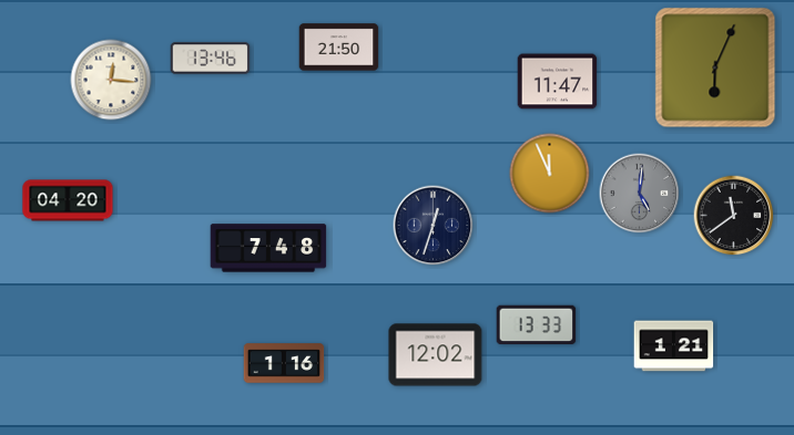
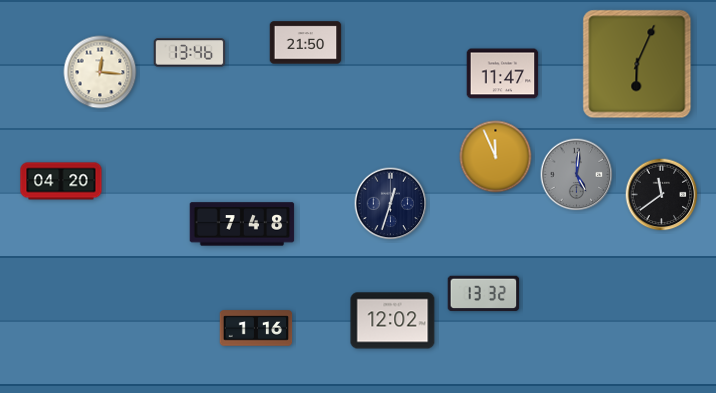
clock at (715, 68) position: (715, 68) -> (637, 64)
clock at (537, 325): 13:33 -> 13:32
clock at (674, 346): 1:21 -> none
